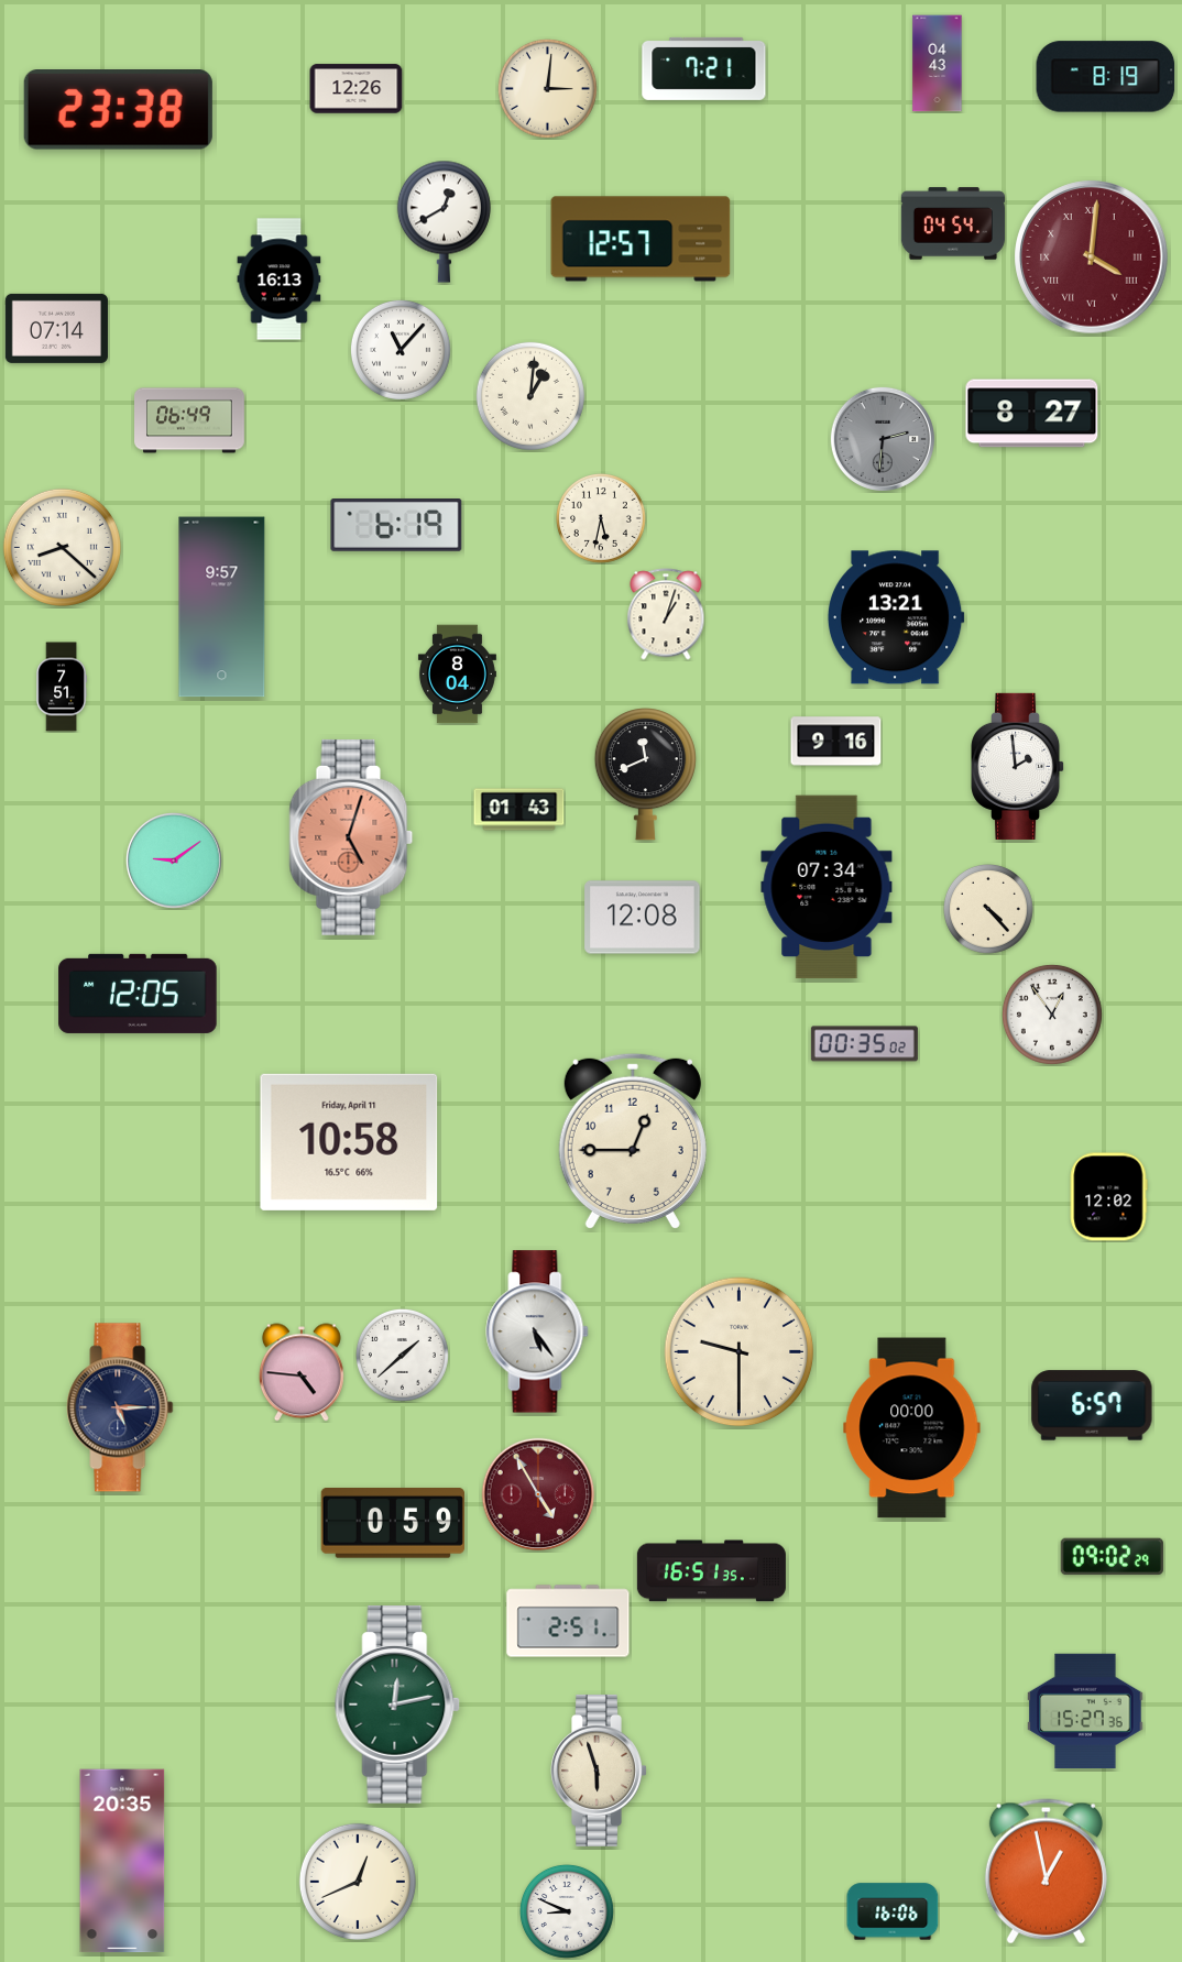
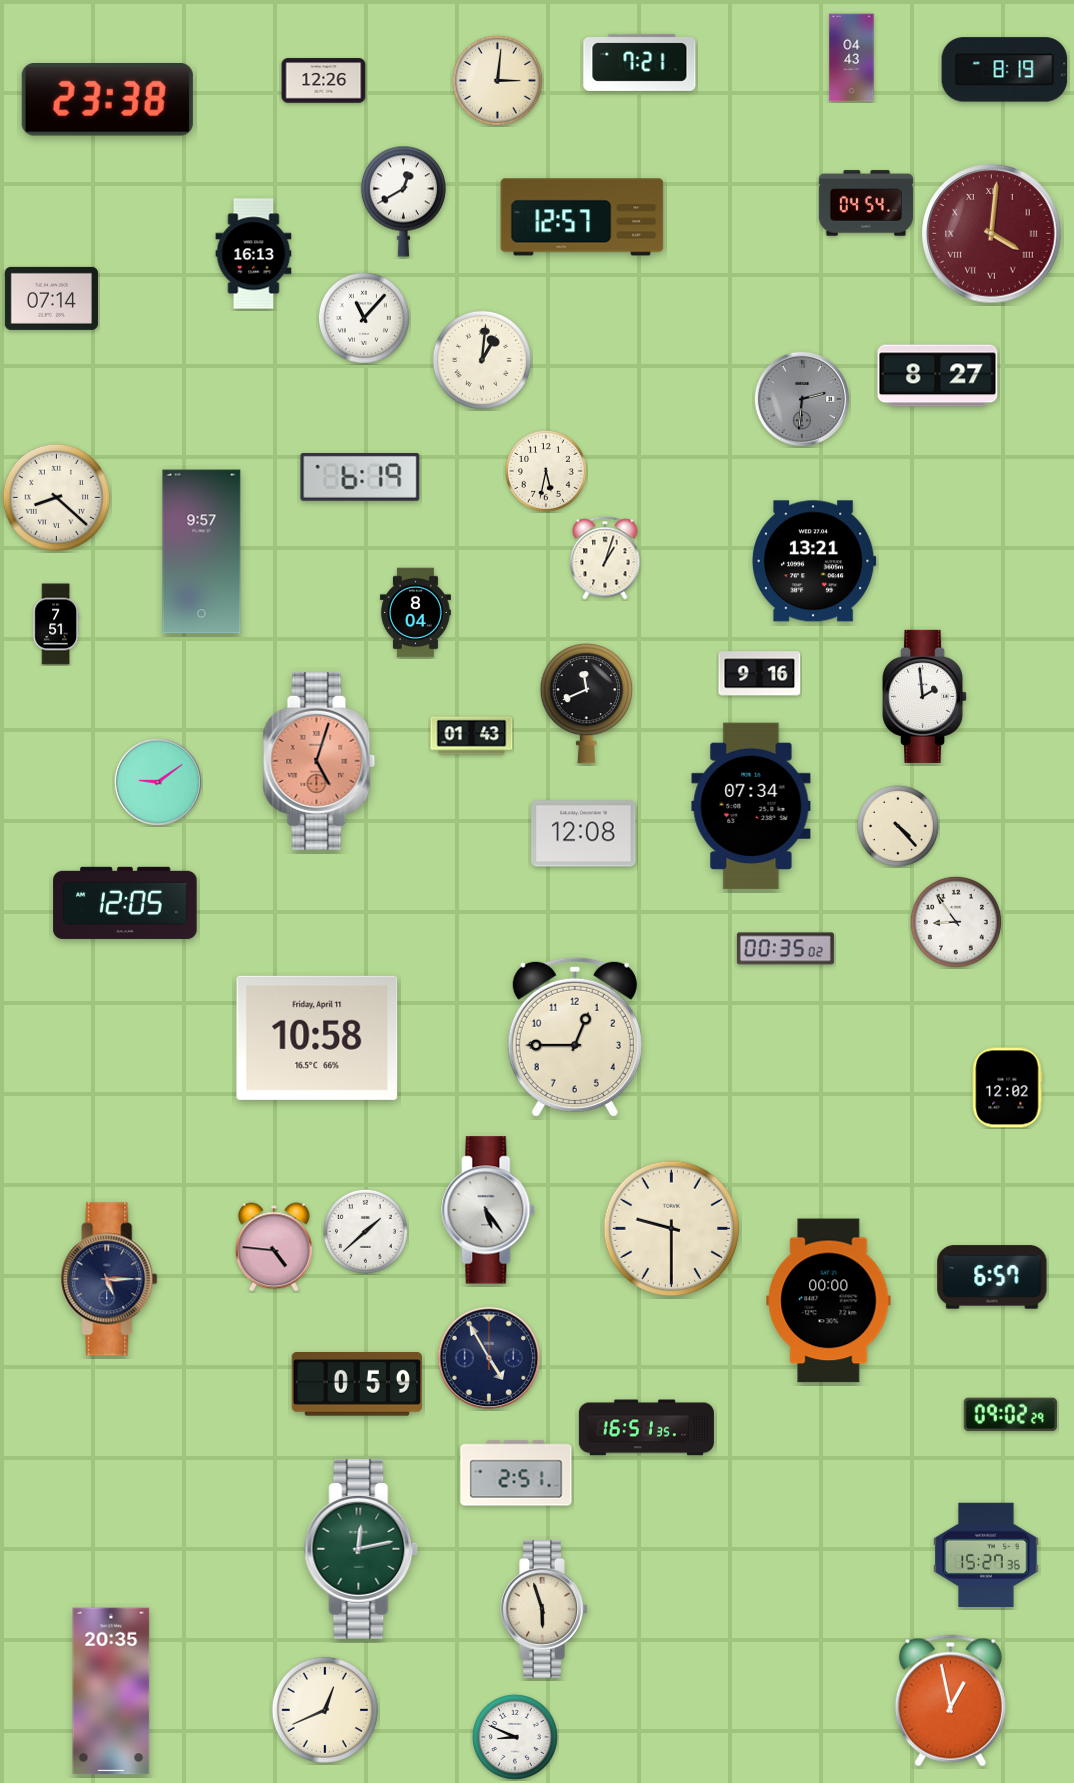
clock at (190, 420): 06:49 -> none
clock at (1052, 1015): 12:54 -> 8:54
clock at (912, 1428) position: (912, 1428) -> (829, 1301)
clock at (538, 1494) dial: burgundy -> navy
clock at (893, 1911): 16:06 -> none
